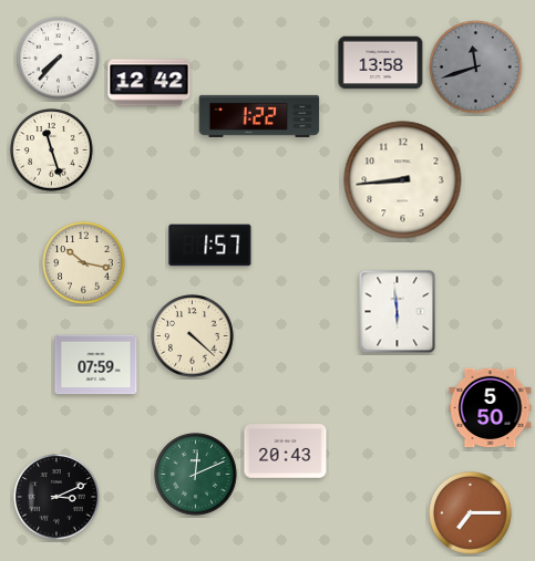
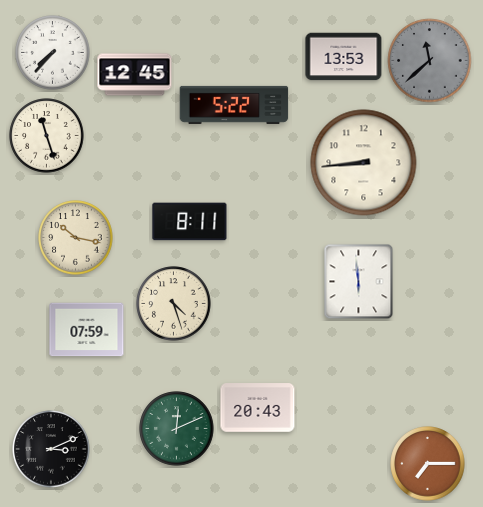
clock at (381, 63): 13:58 -> 13:53
clock at (476, 67): 11:42 -> 11:38
clock at (150, 83): 12:42 -> 12:45
clock at (259, 116): 1:22 -> 5:22
clock at (210, 246): 1:57 -> 8:11
clock at (193, 336): 4:22 -> 4:27
clock at (491, 408): 5:50 -> none
clock at (471, 513) position: (471, 513) -> (428, 464)
